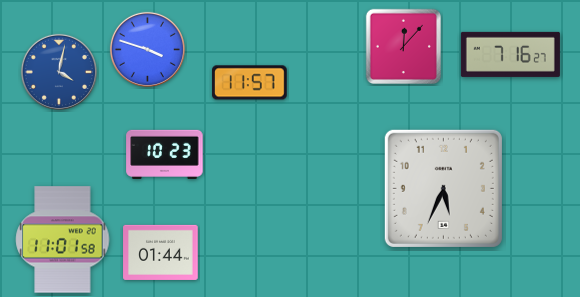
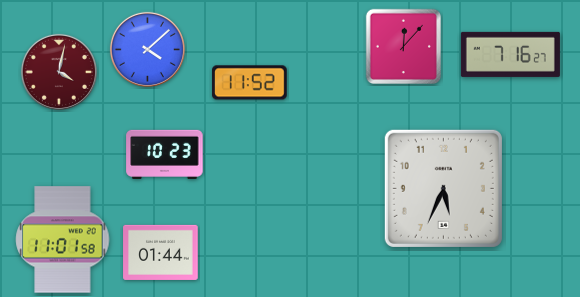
clock at (147, 49): 3:48 -> 4:08
clock at (59, 72) dial: blue -> burgundy
clock at (250, 83): 11:57 -> 11:52
